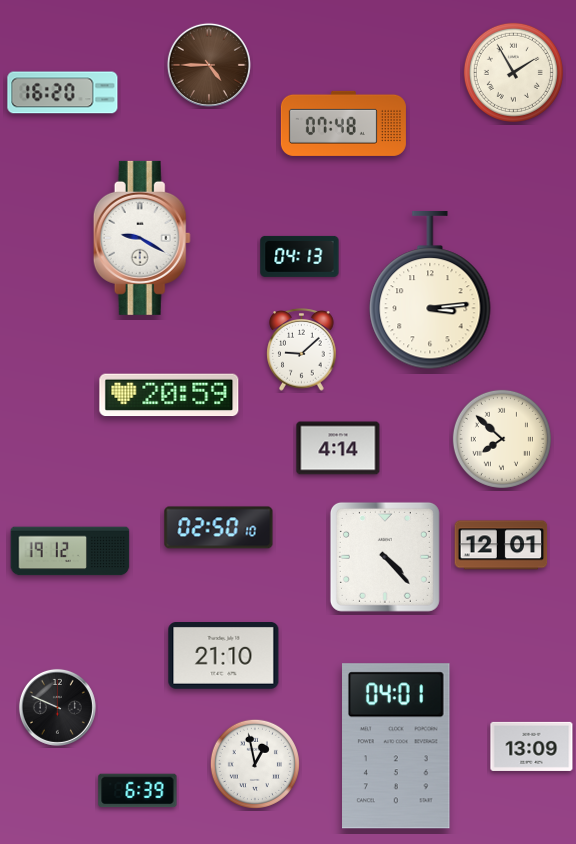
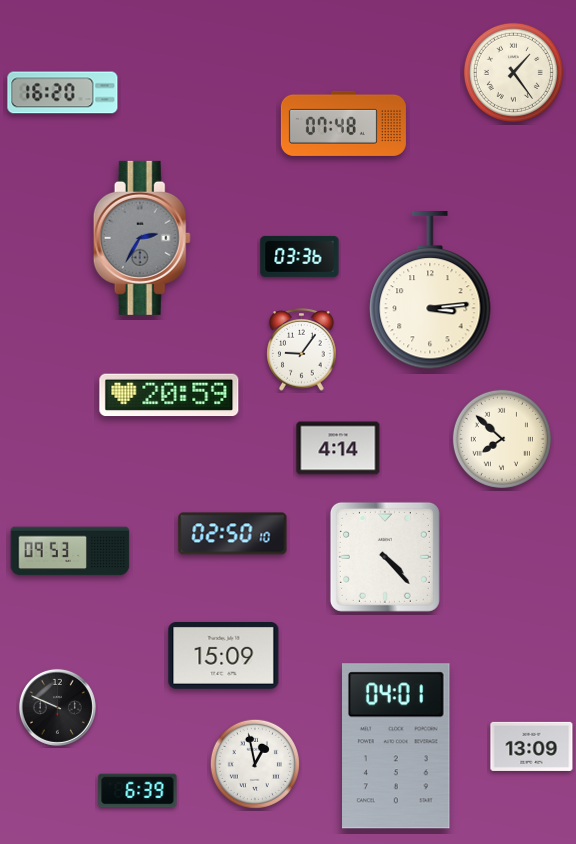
clock at (209, 65): 4:45 -> none
clock at (513, 72): 1:55 -> 1:24
clock at (142, 238): 9:20 -> 2:35
clock at (142, 238) dial: white -> grey
clock at (300, 256): 04:13 -> 03:36
clock at (302, 350): 9:08 -> 9:06
clock at (219, 528) position: (219, 528) -> (233, 534)
clock at (501, 545): 12:01 -> none
clock at (70, 551): 19:12 -> 09:53
clock at (224, 656): 21:10 -> 15:09
